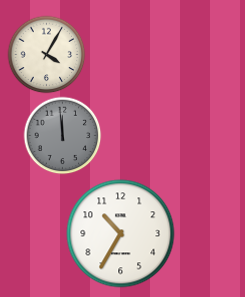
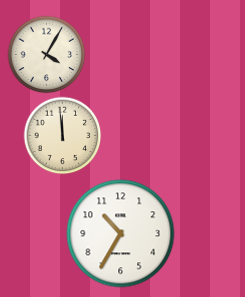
clock at (62, 135) dial: grey -> cream
